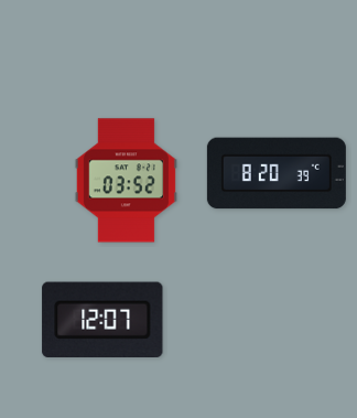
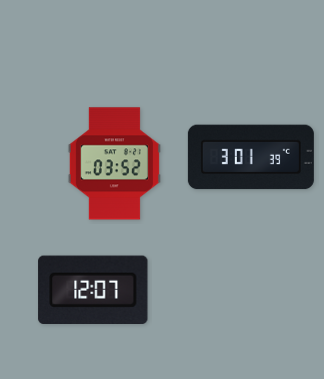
clock at (277, 173): 8:20 -> 3:01
